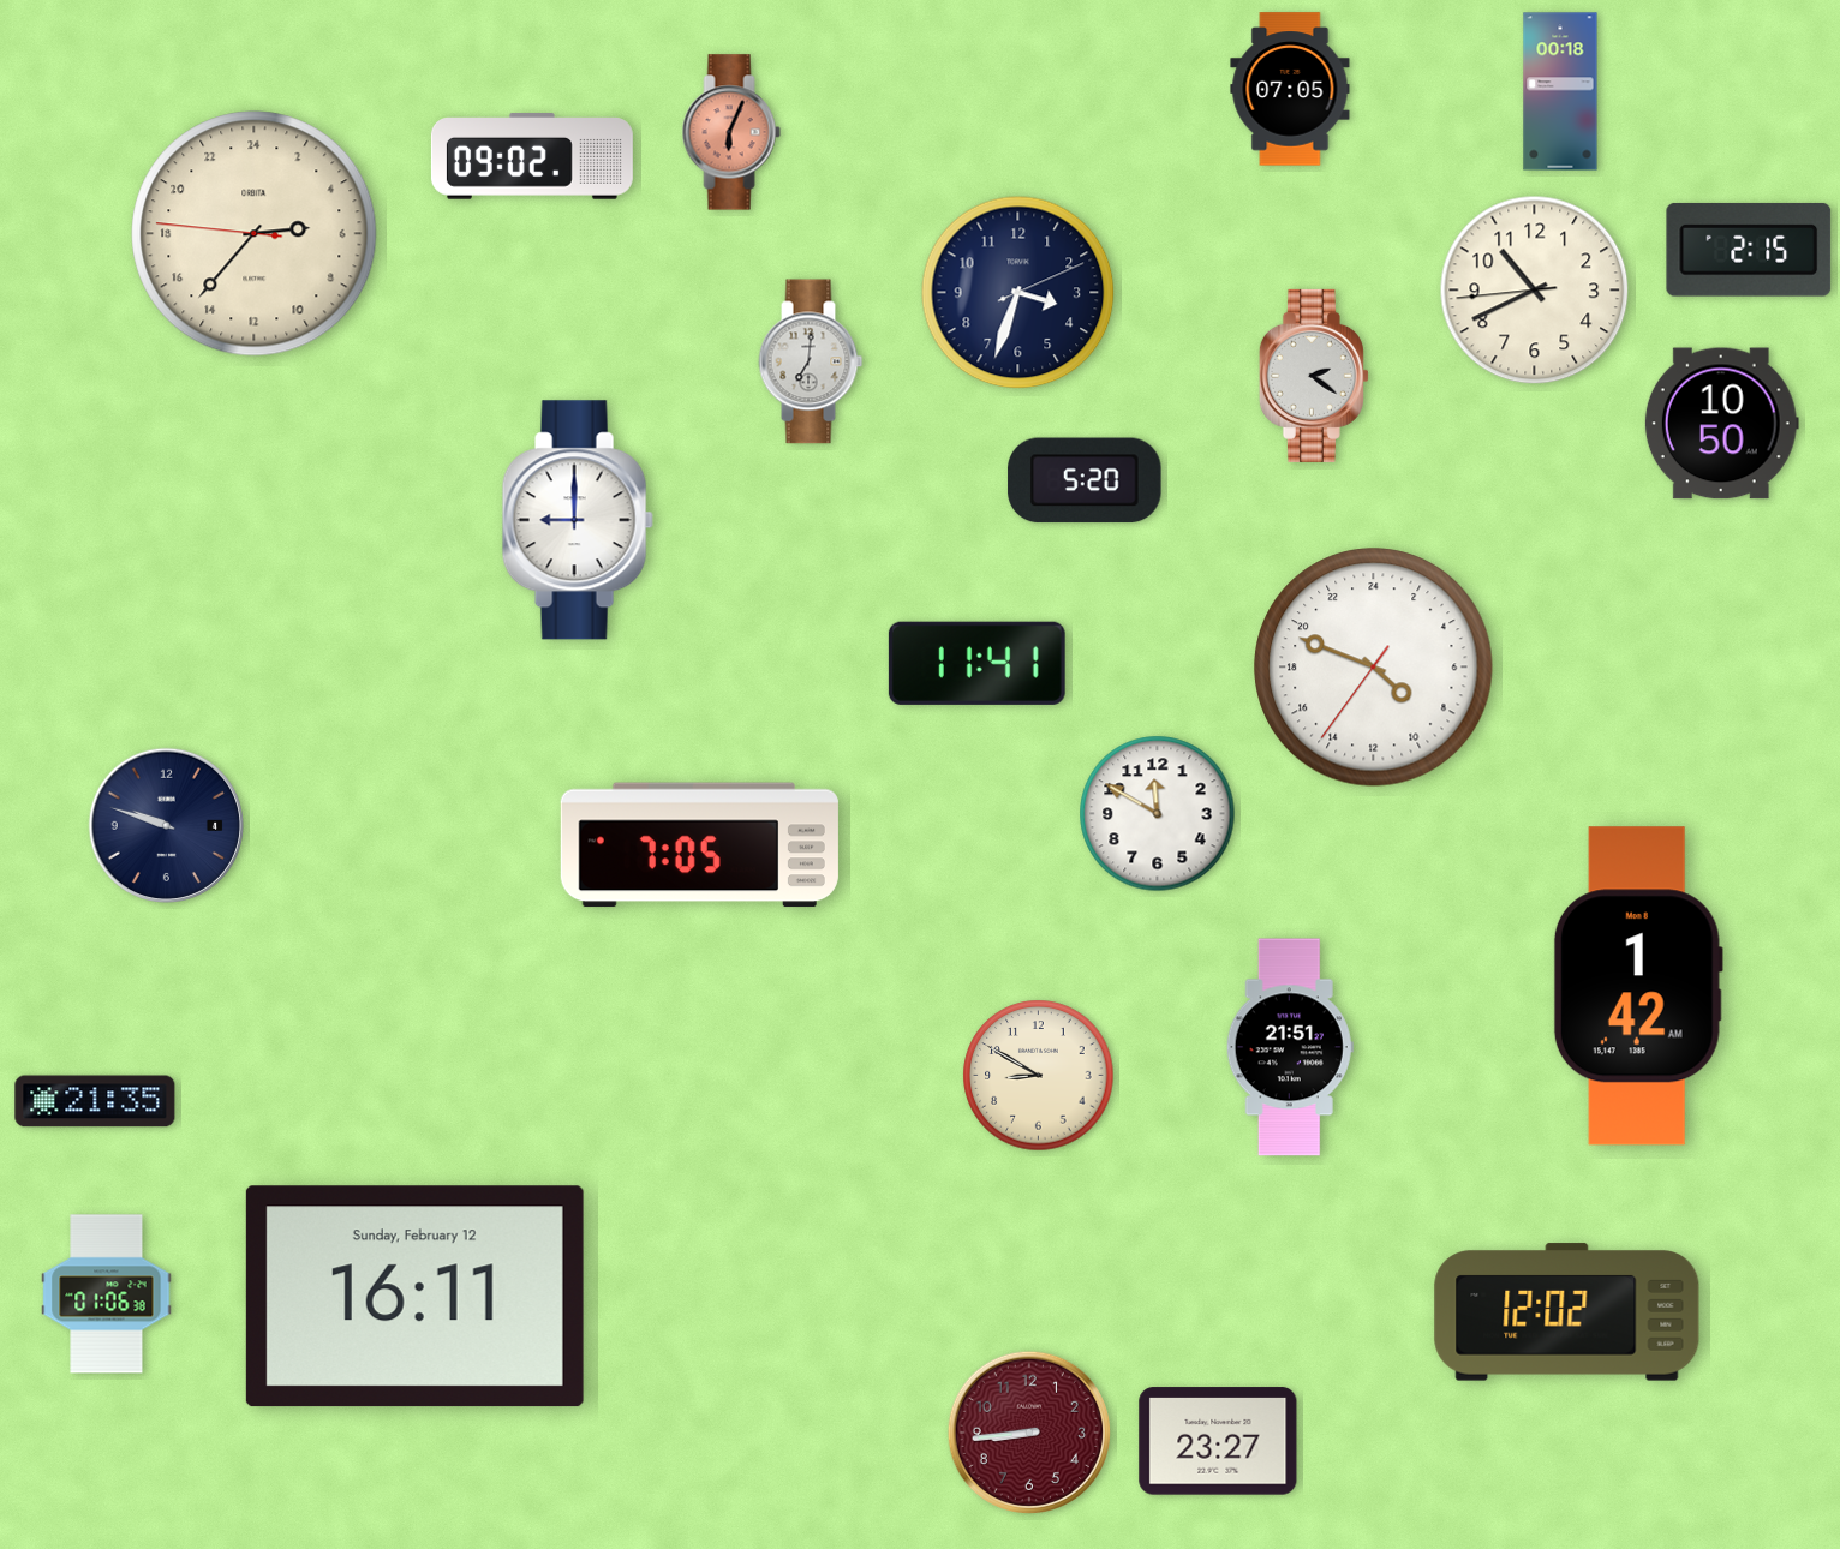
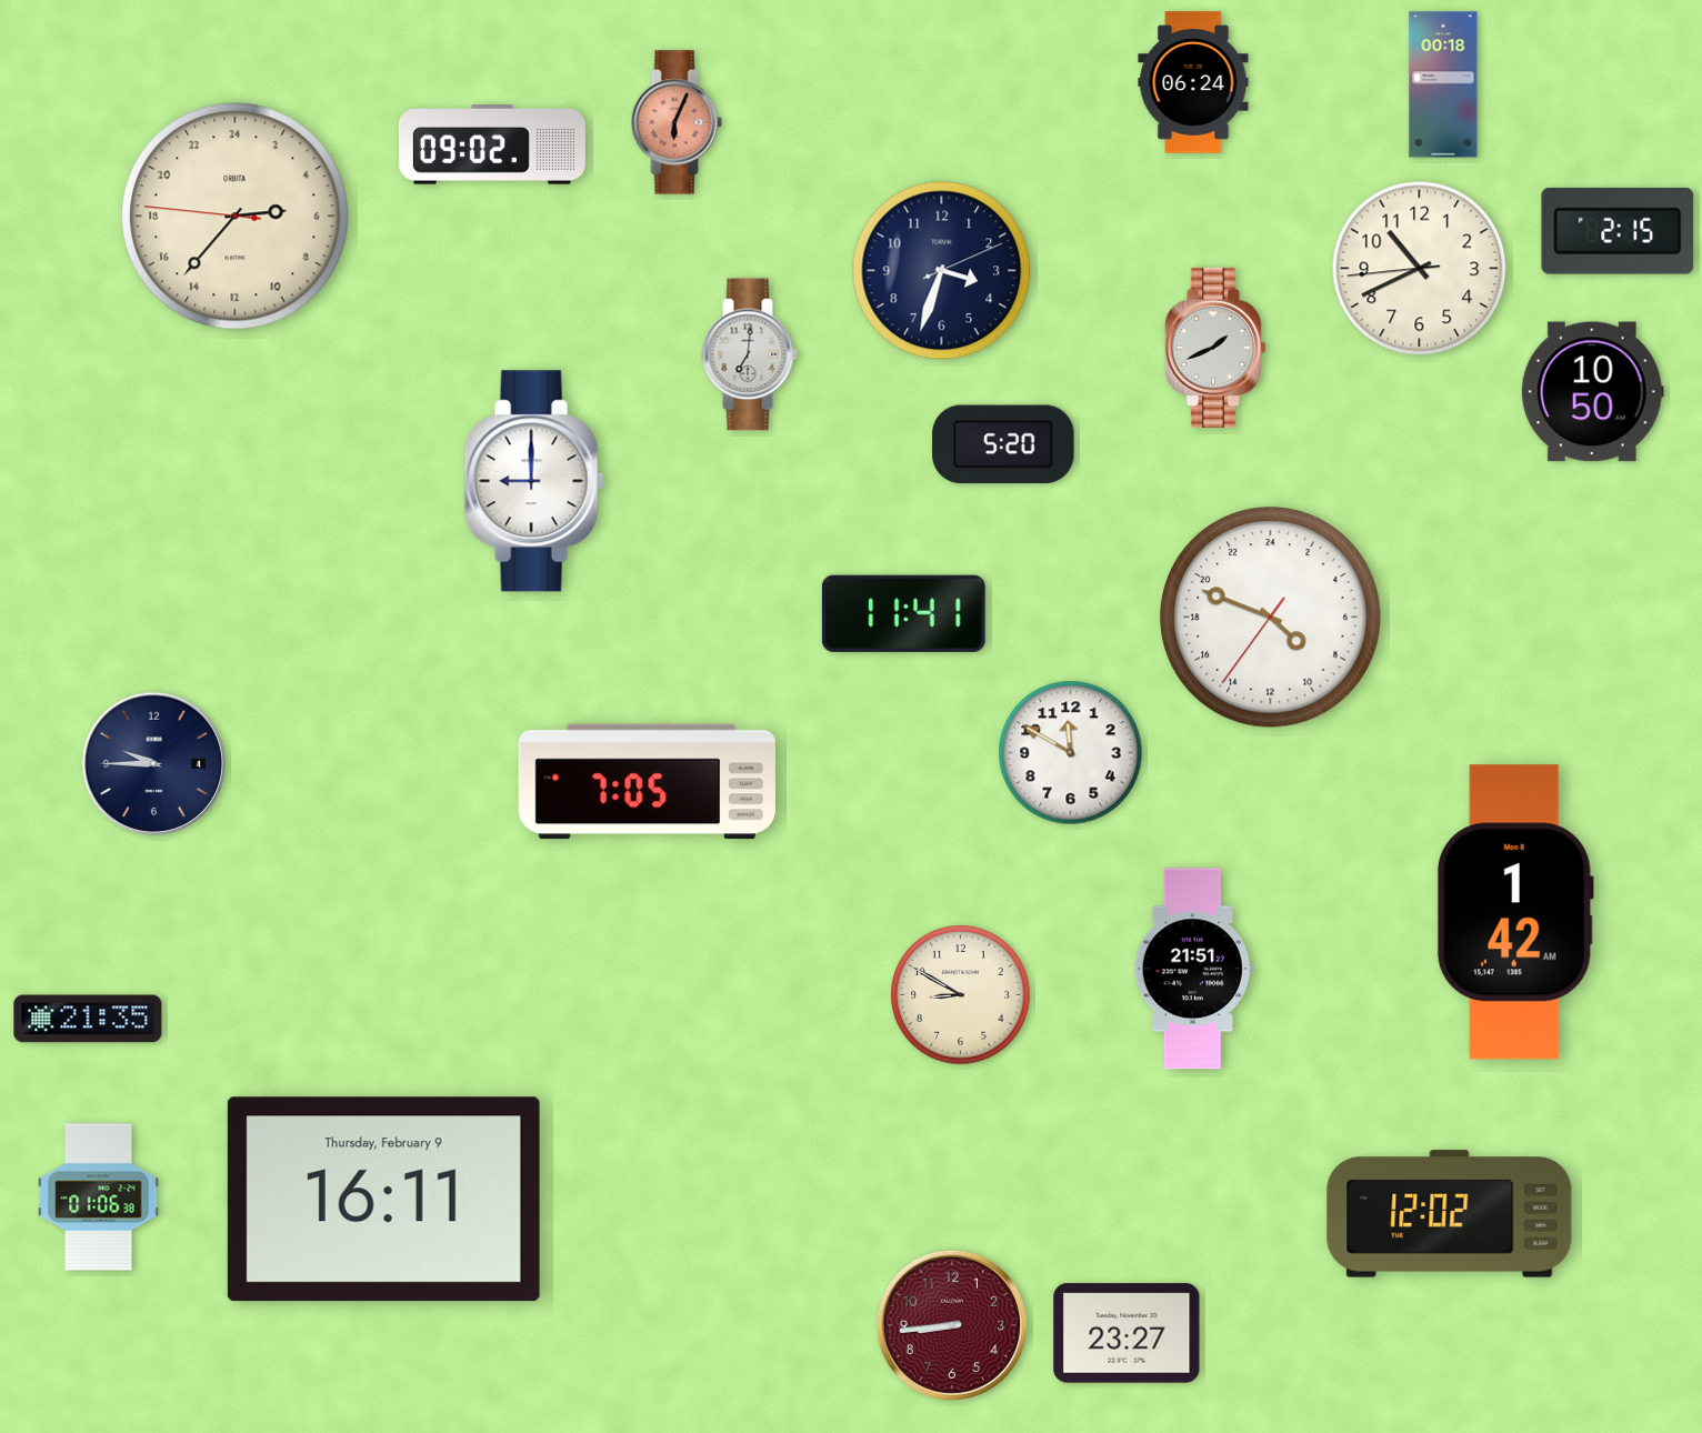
clock at (1290, 89): 07:05 -> 06:24
clock at (811, 361) position: (811, 361) -> (750, 354)
clock at (1314, 376): 2:21 -> 1:41
clock at (166, 825): 9:48 -> 9:45
clock at (414, 1297) date: Sunday, February 12 -> Thursday, February 9
